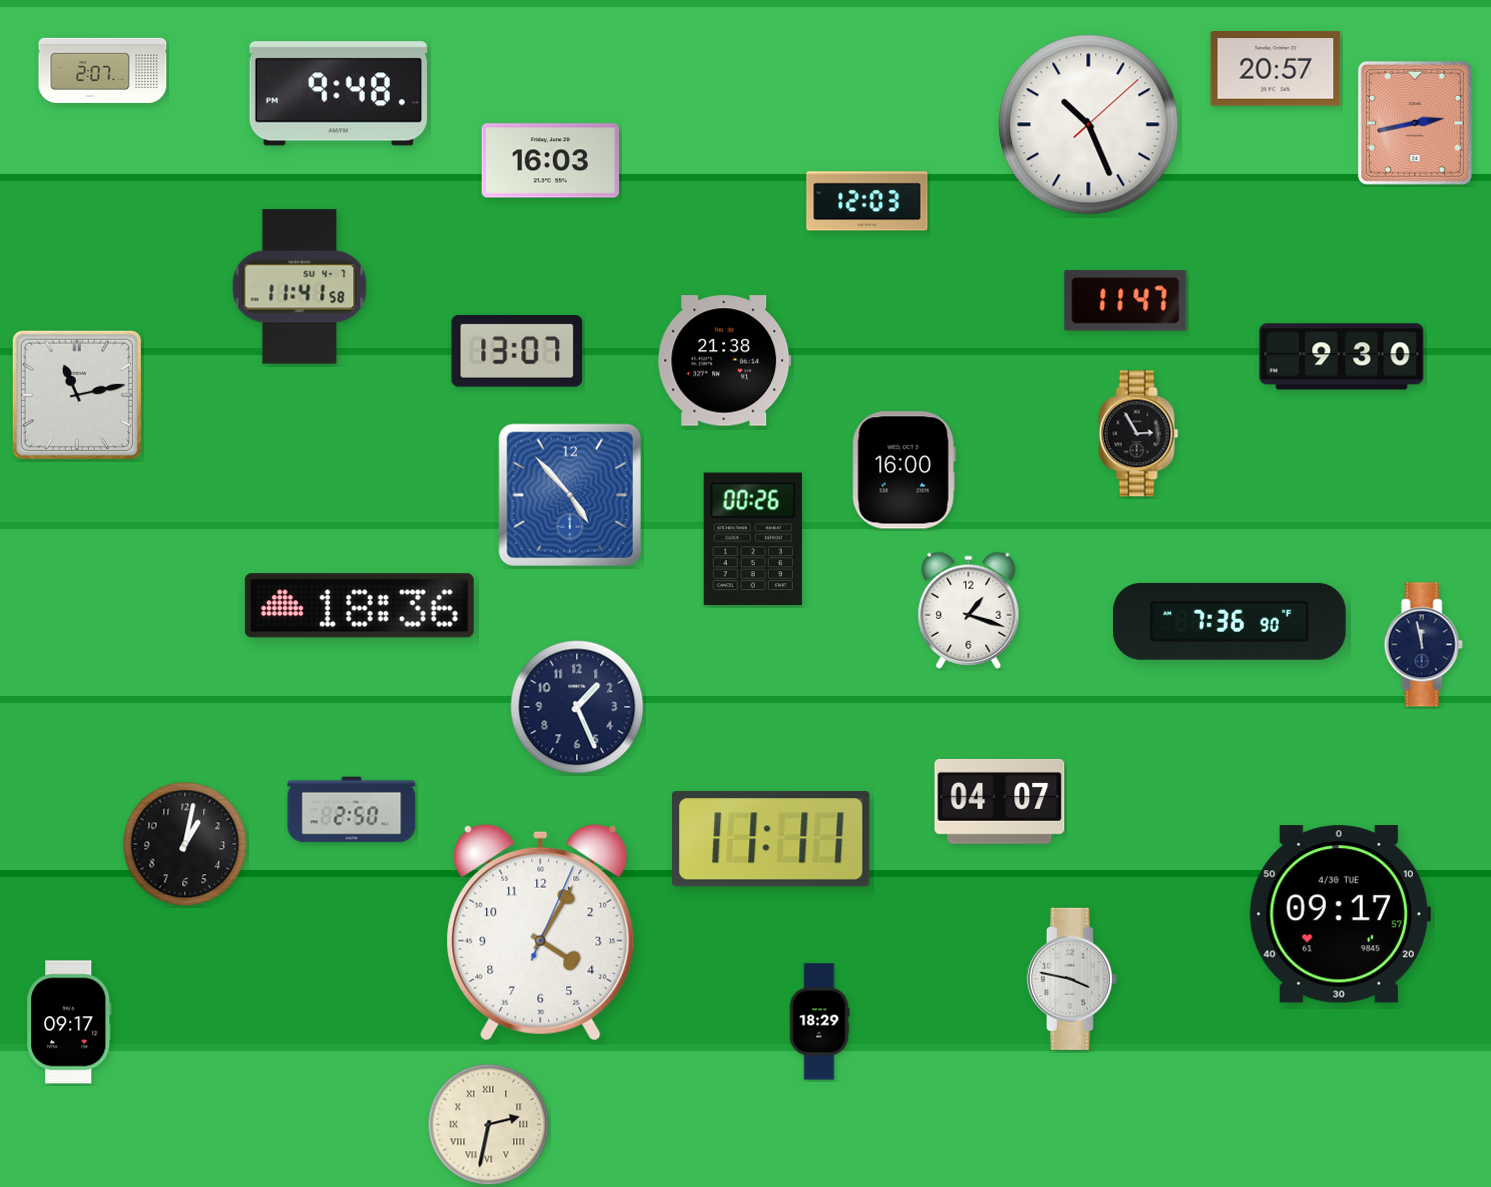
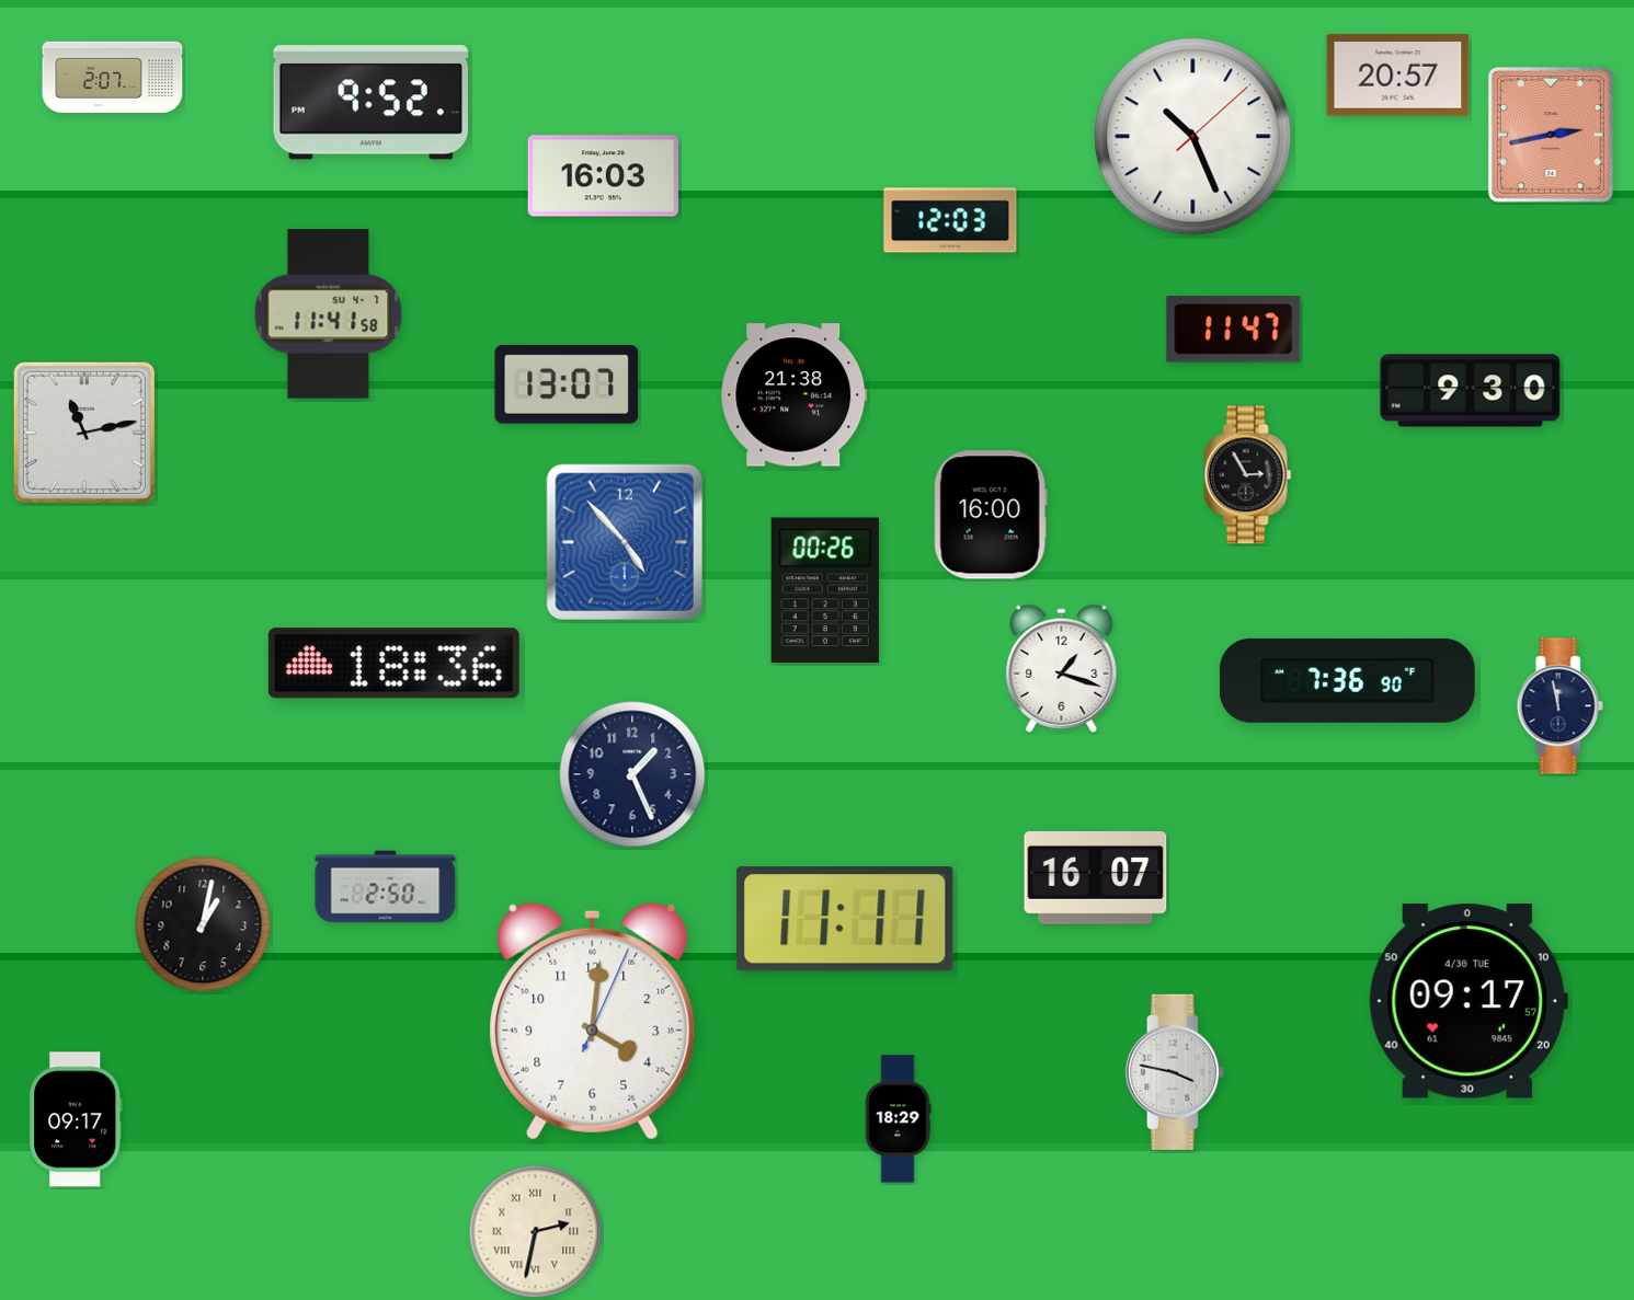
clock at (338, 94): 9:48 -> 9:52
clock at (1000, 802): 04:07 -> 16:07
clock at (541, 932): 4:05 -> 4:01
